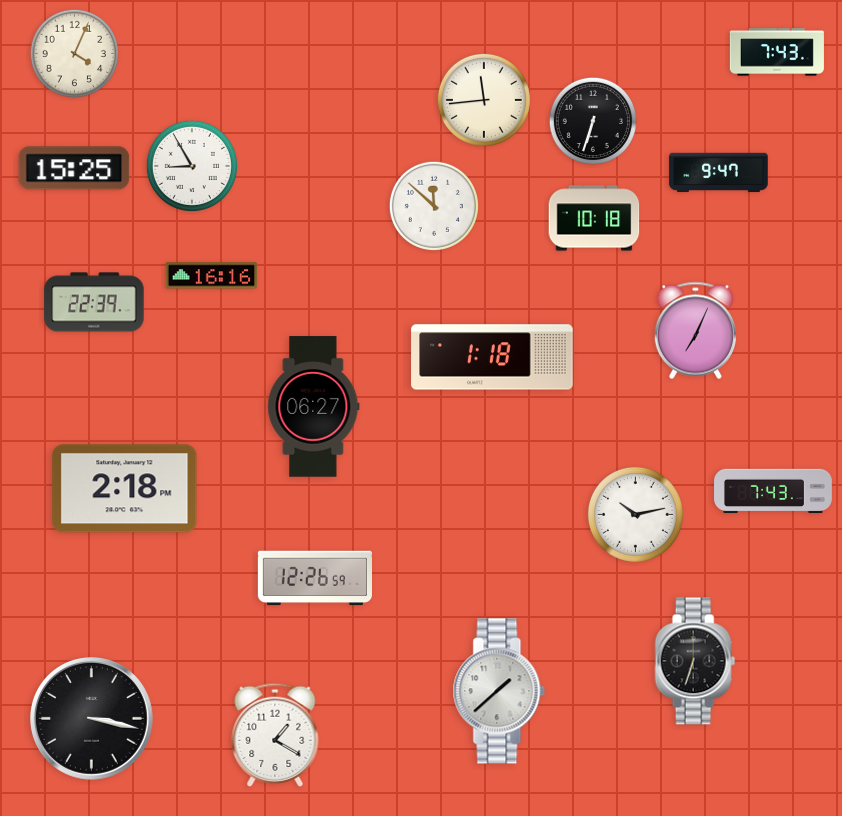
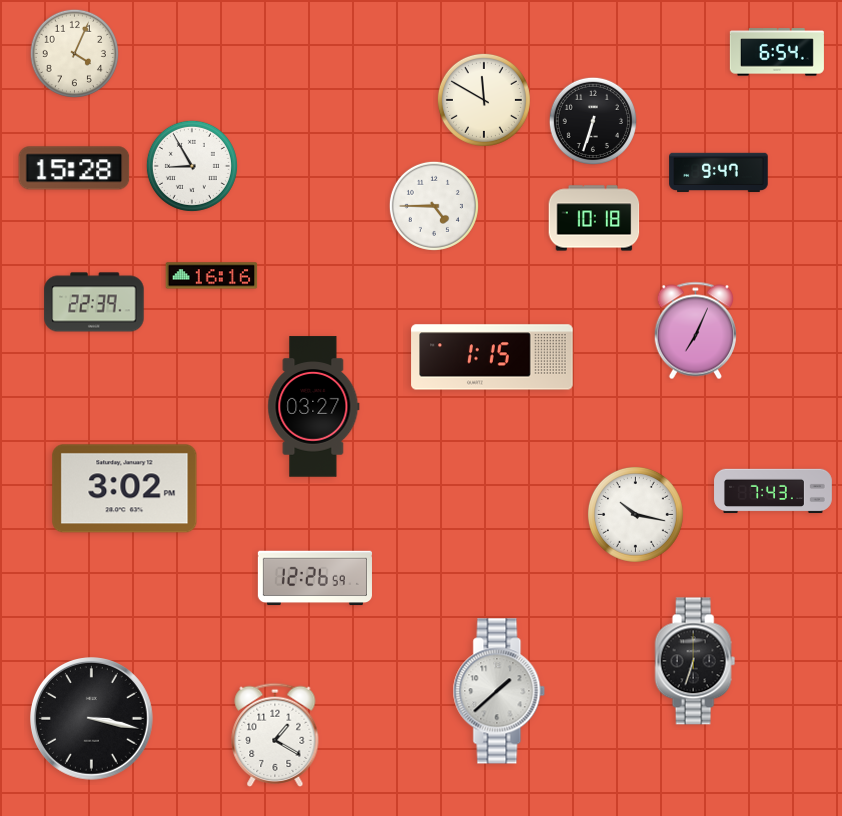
clock at (777, 52): 7:43 -> 6:54
clock at (484, 100): 11:44 -> 11:50
clock at (74, 168): 15:25 -> 15:28
clock at (434, 206): 11:52 -> 4:45
clock at (492, 357): 1:18 -> 1:15
clock at (314, 407): 06:27 -> 03:27
clock at (125, 489): 2:18 -> 3:02
clock at (635, 514): 10:13 -> 10:17
